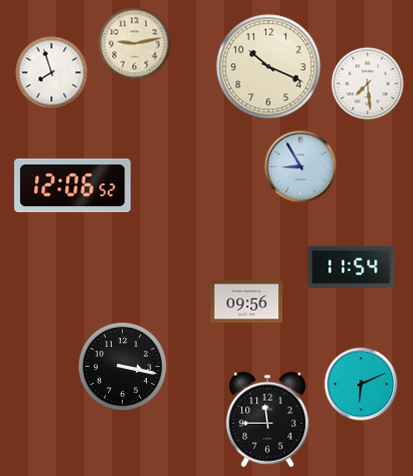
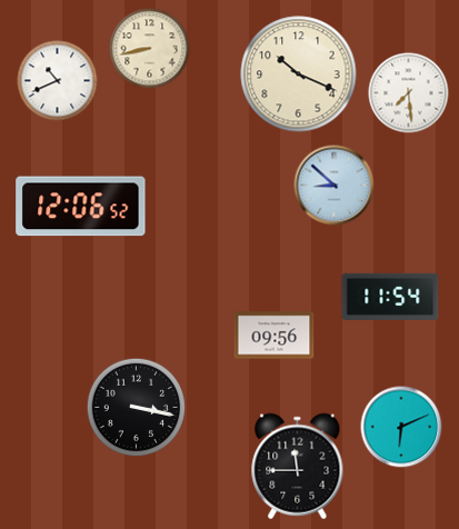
clock at (135, 44): 9:13 -> 8:43
clock at (52, 73): 7:57 -> 10:41
clock at (301, 167): 8:55 -> 8:52
